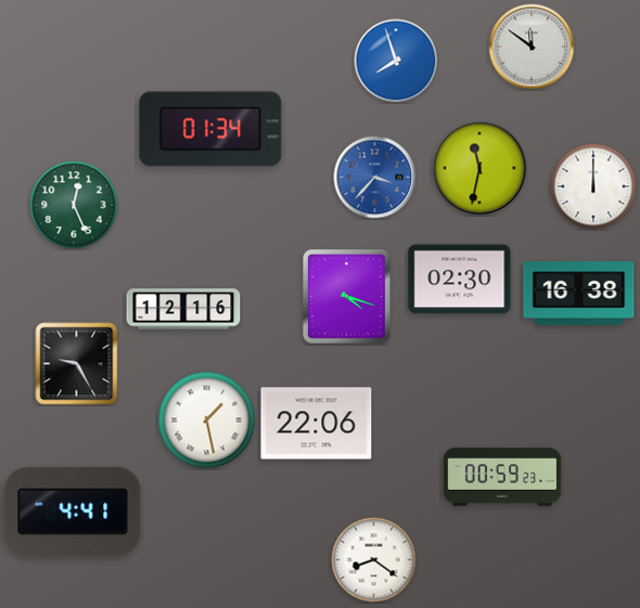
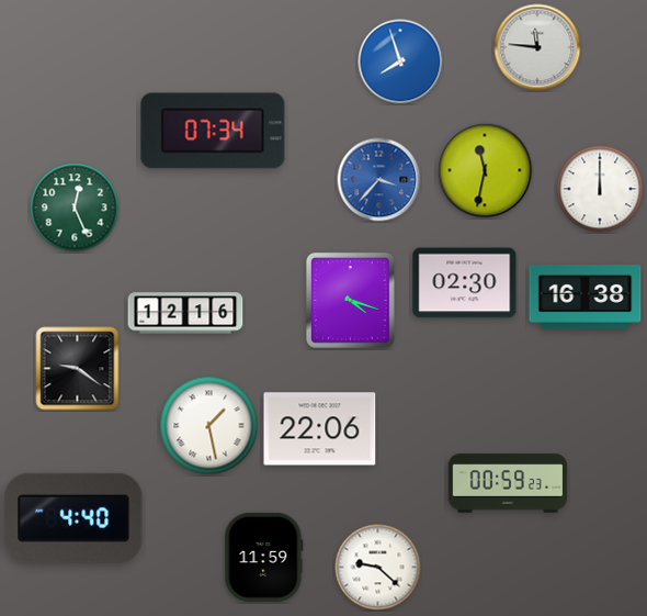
clock at (532, 47): 11:51 -> 11:46
clock at (210, 129): 01:34 -> 07:34
clock at (77, 364): 9:25 -> 9:21
clock at (73, 512): 4:41 -> 4:40
clock at (264, 557): none -> 11:59
clock at (374, 560): 8:21 -> 9:22
